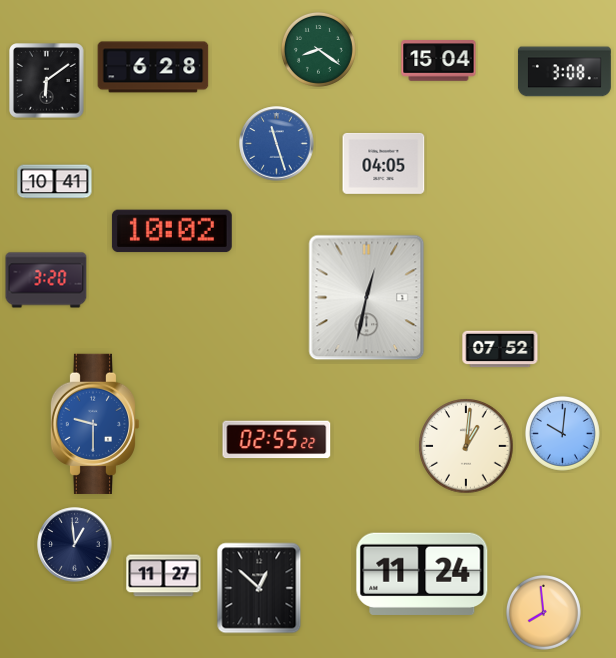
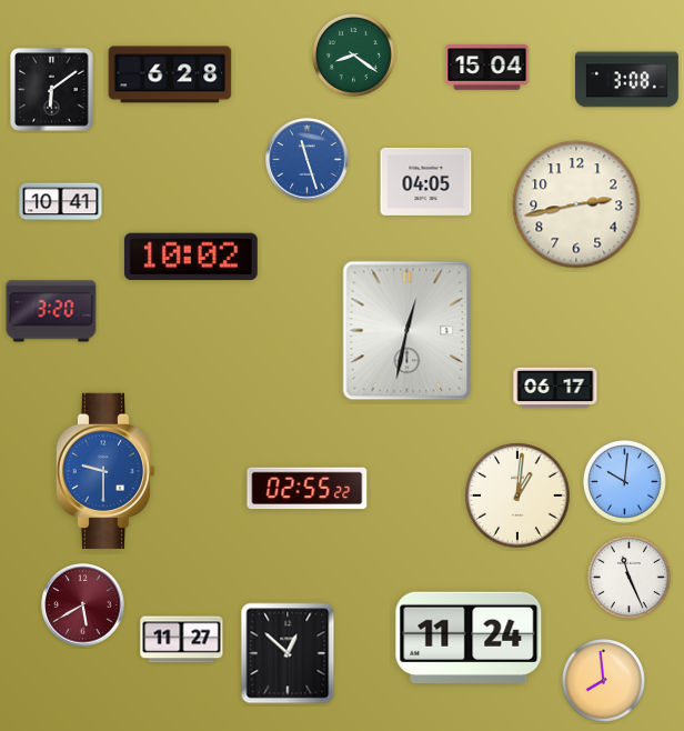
clock at (576, 204): none -> 2:43
clock at (500, 349): 07:52 -> 06:17
clock at (628, 577): none -> 11:26
clock at (75, 545): 12:59 -> 5:40
clock at (75, 545) dial: navy -> burgundy
